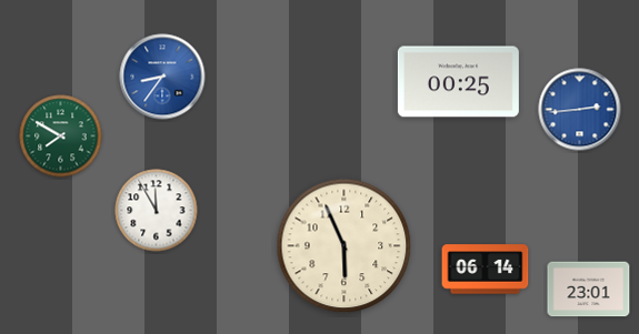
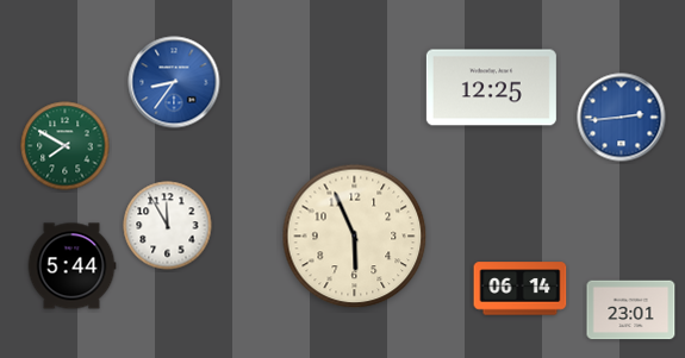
clock at (458, 82): 00:25 -> 12:25
clock at (345, 246) position: (345, 246) -> (355, 237)
clock at (71, 266): none -> 5:44
